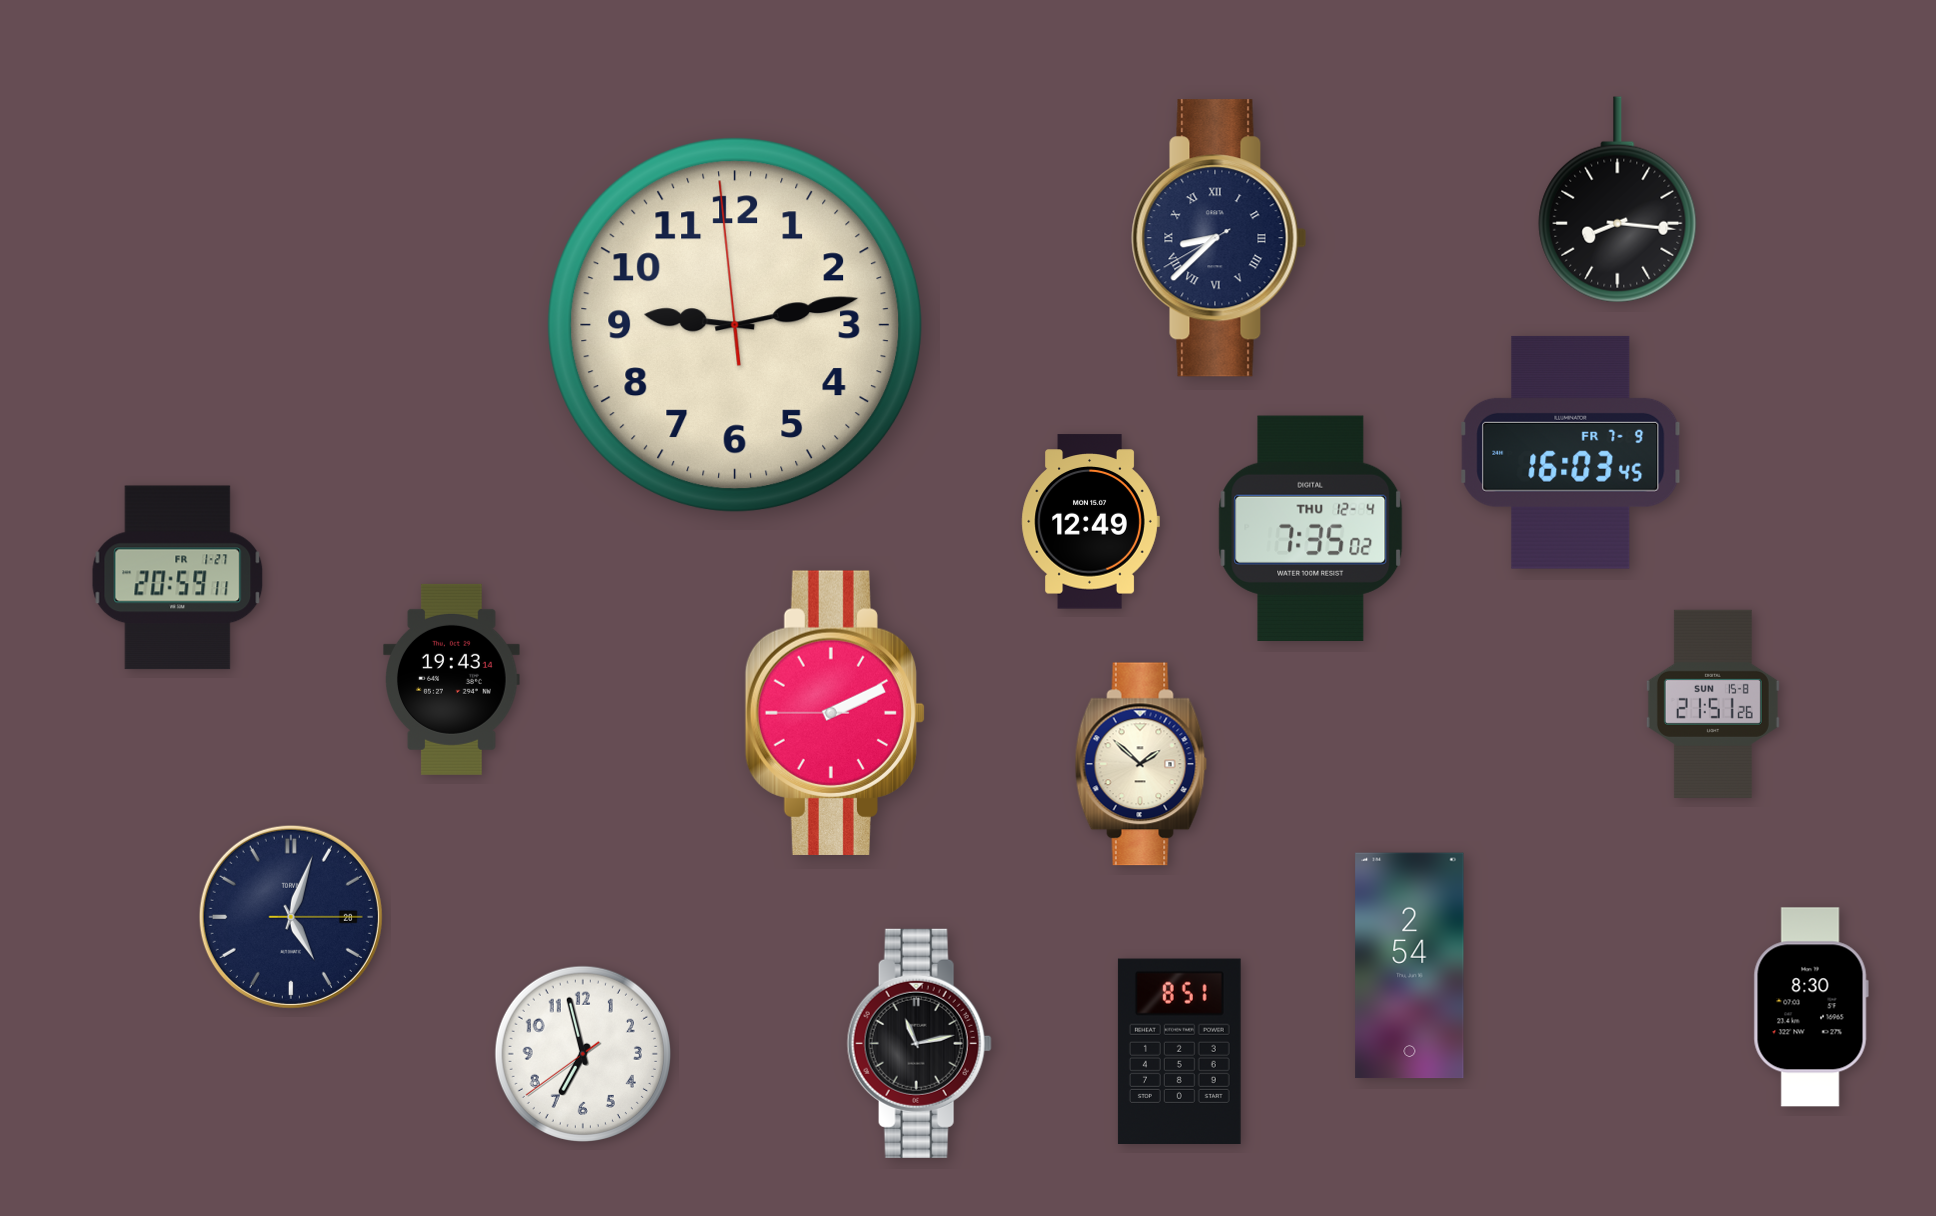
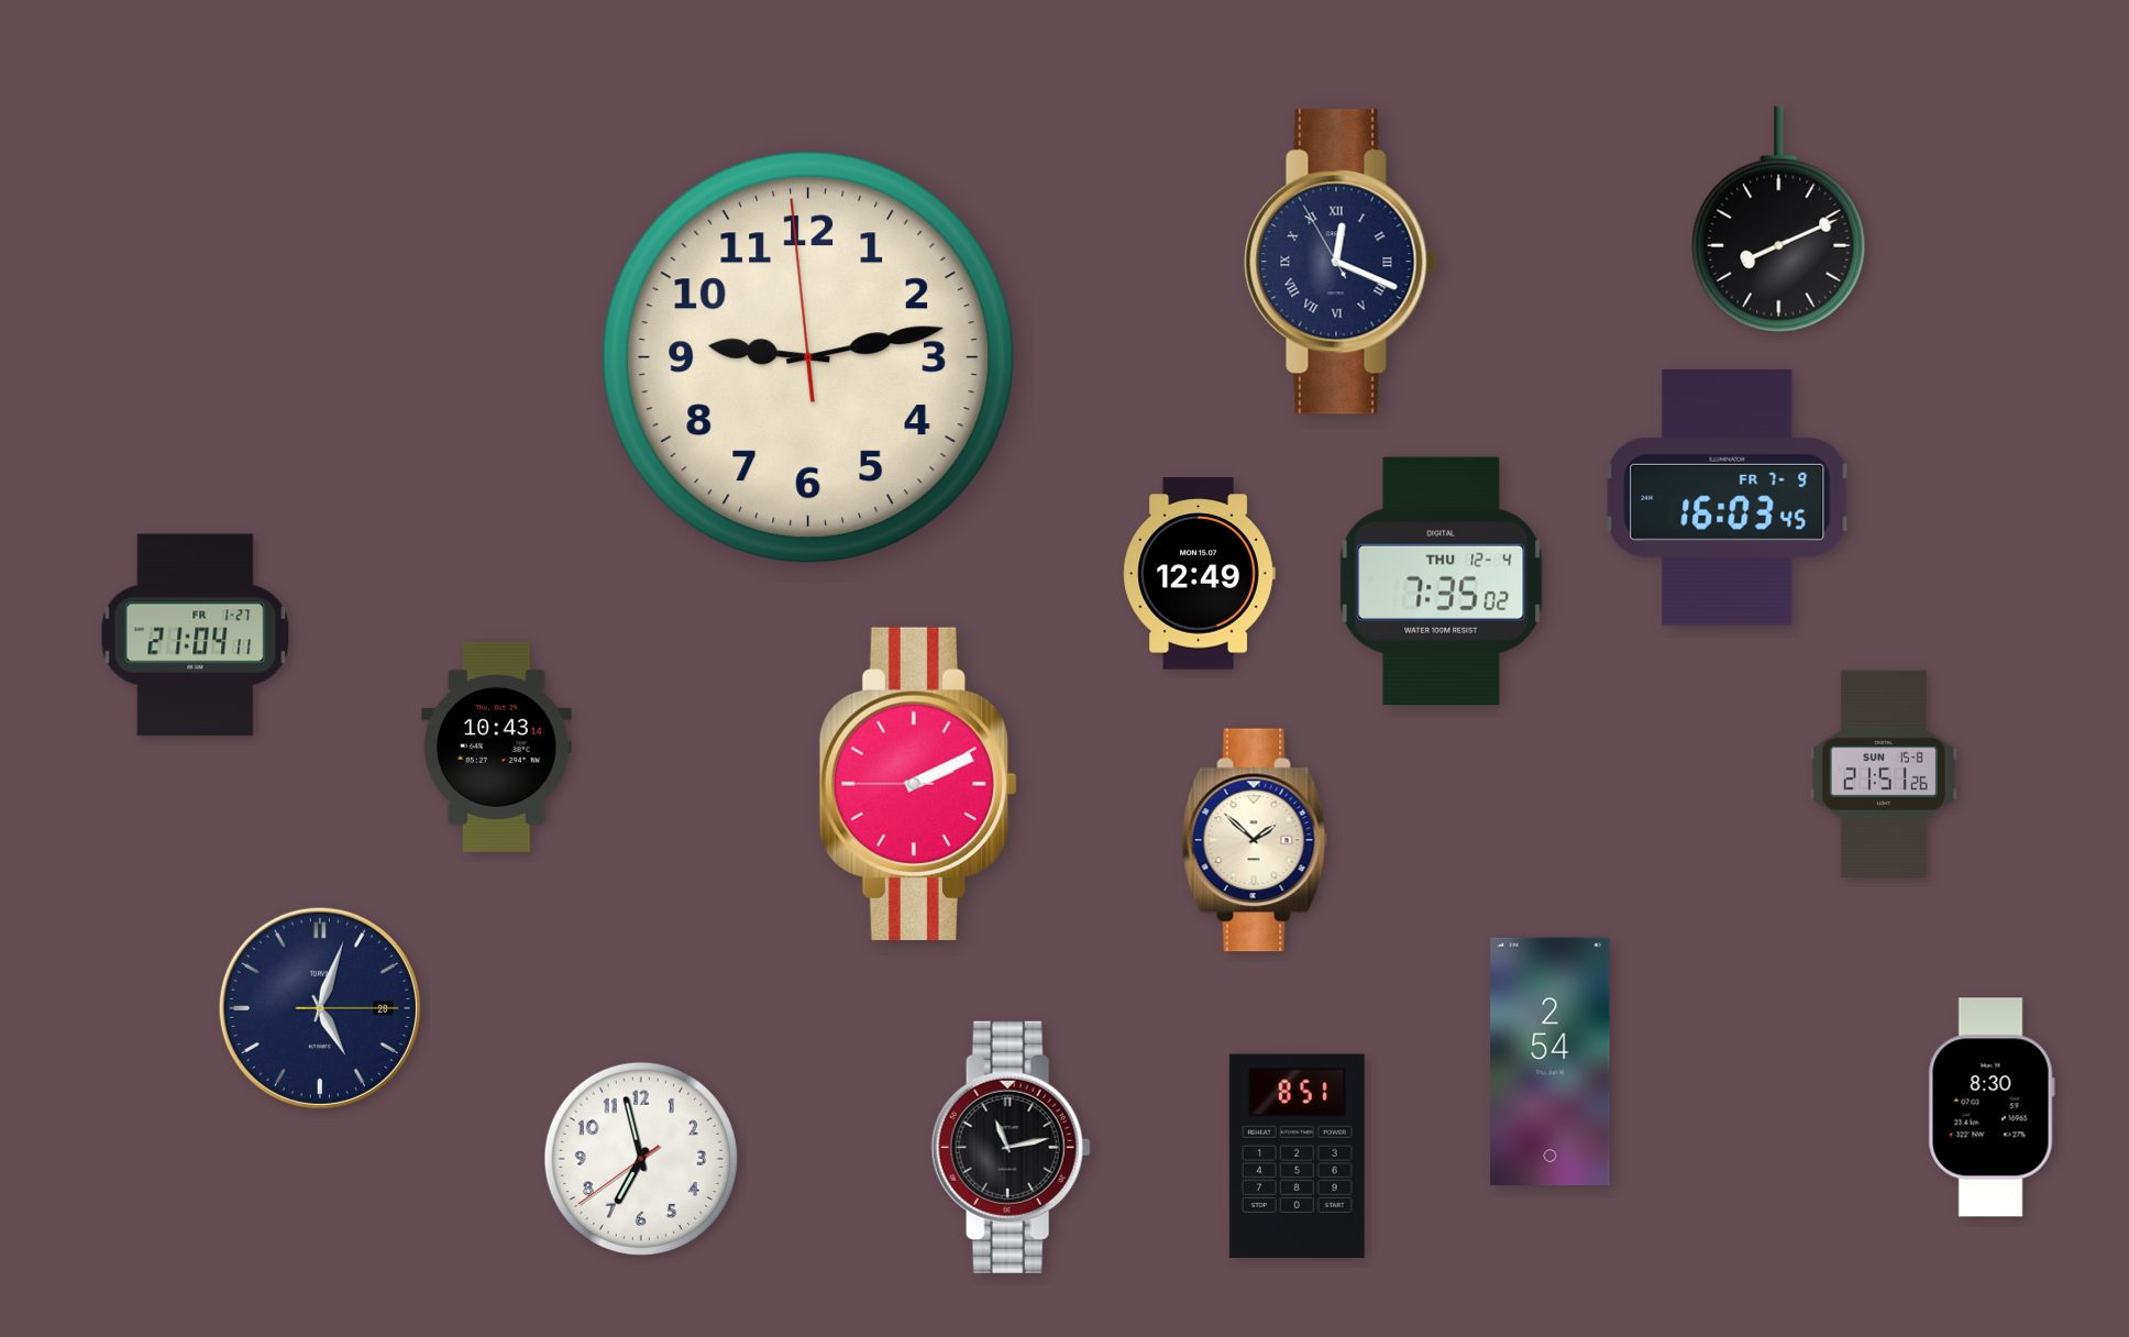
clock at (1618, 200): 8:16 -> 8:11
clock at (1219, 238): 8:37 -> 12:18
clock at (178, 578): 20:59 -> 21:04
clock at (452, 679): 19:43 -> 10:43
